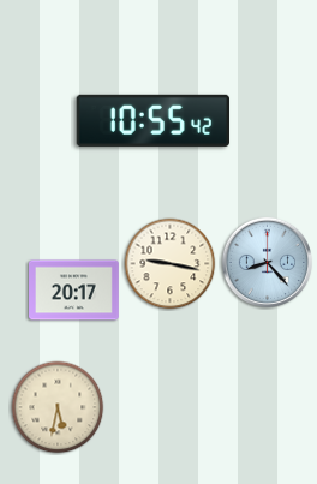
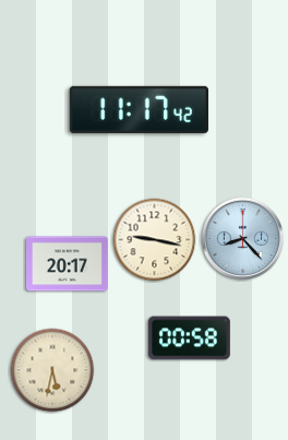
clock at (152, 120): 10:55 -> 11:17
clock at (189, 338): none -> 00:58
